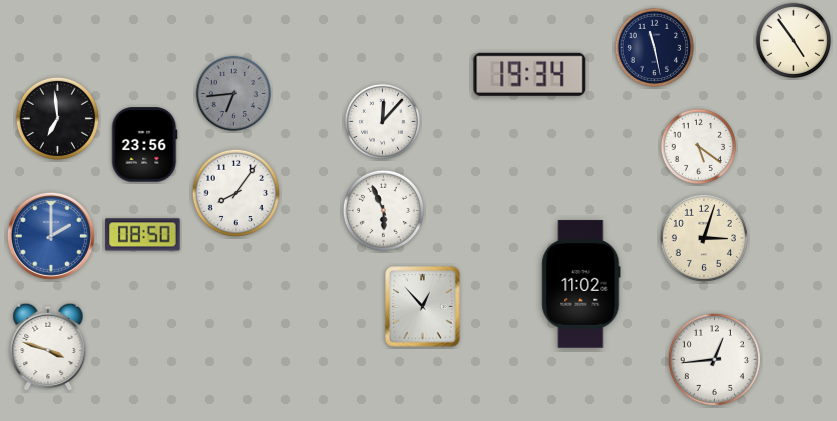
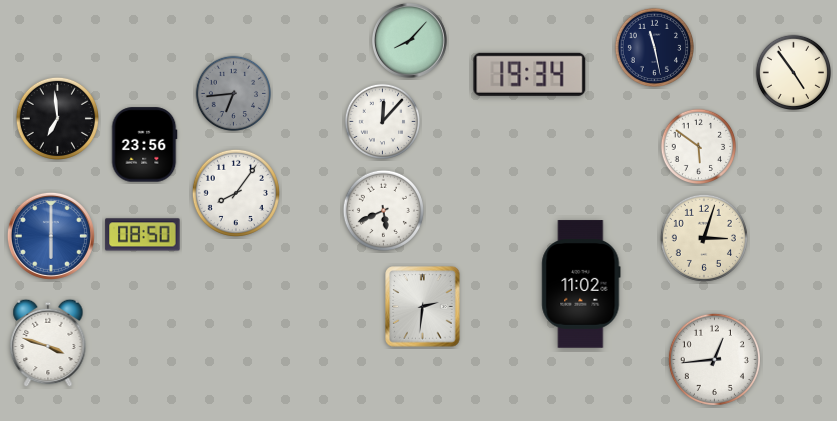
clock at (409, 40): none -> 8:07
clock at (794, 41) position: (794, 41) -> (794, 73)
clock at (699, 147): 5:21 -> 5:51
clock at (383, 210): 5:56 -> 5:41
clock at (51, 236): 2:00 -> 6:00
clock at (423, 307): 12:53 -> 2:31
clock at (48, 347) position: (48, 347) -> (48, 343)
